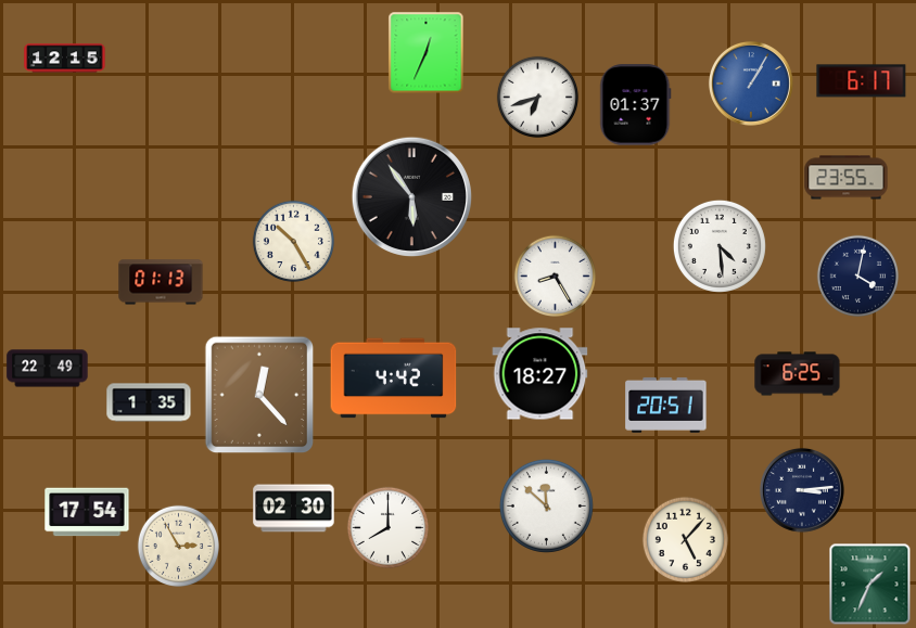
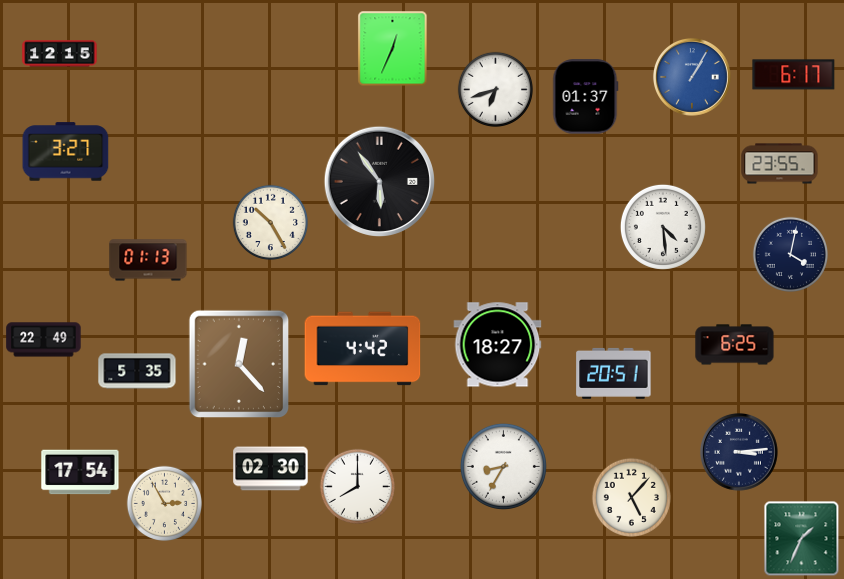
clock at (66, 152): none -> 3:27
clock at (555, 275): 8:25 -> none
clock at (149, 402): 1:35 -> 5:35
clock at (546, 505): 11:52 -> 8:35
